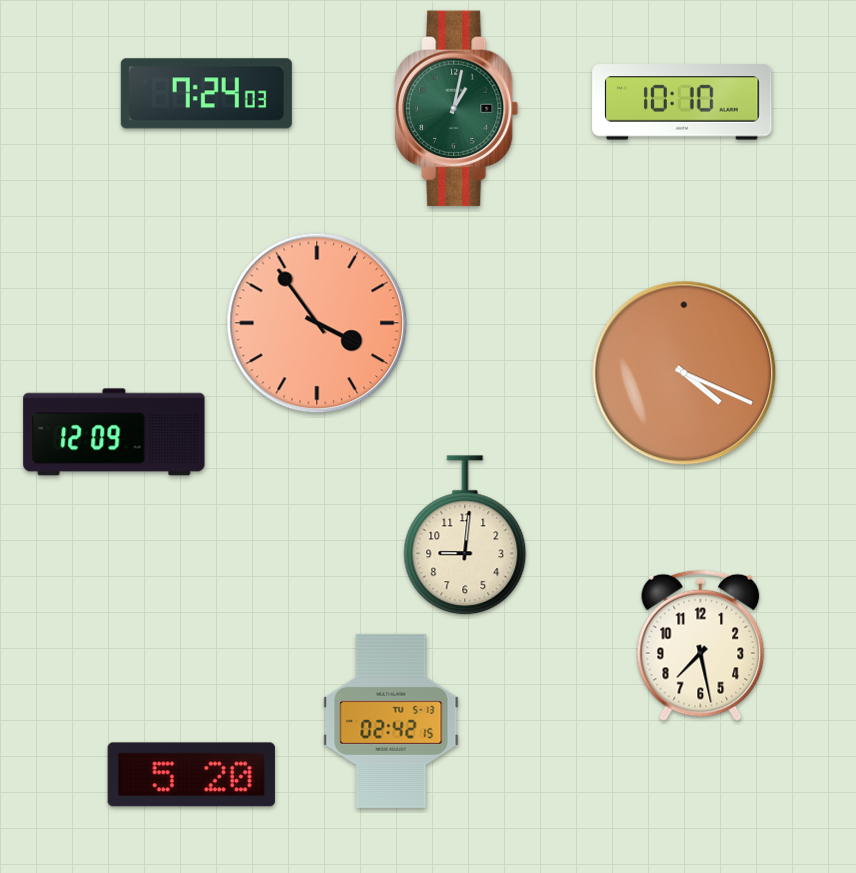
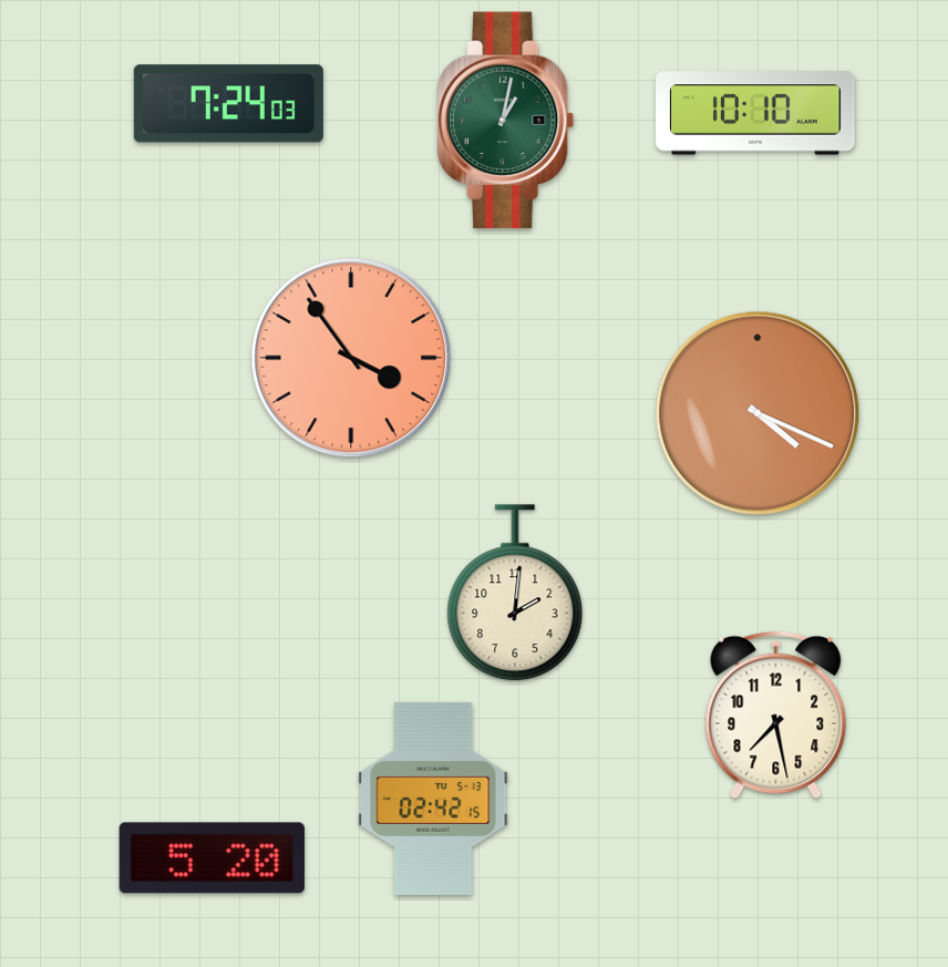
clock at (114, 432): 12:09 -> none
clock at (465, 536): 9:01 -> 2:01
